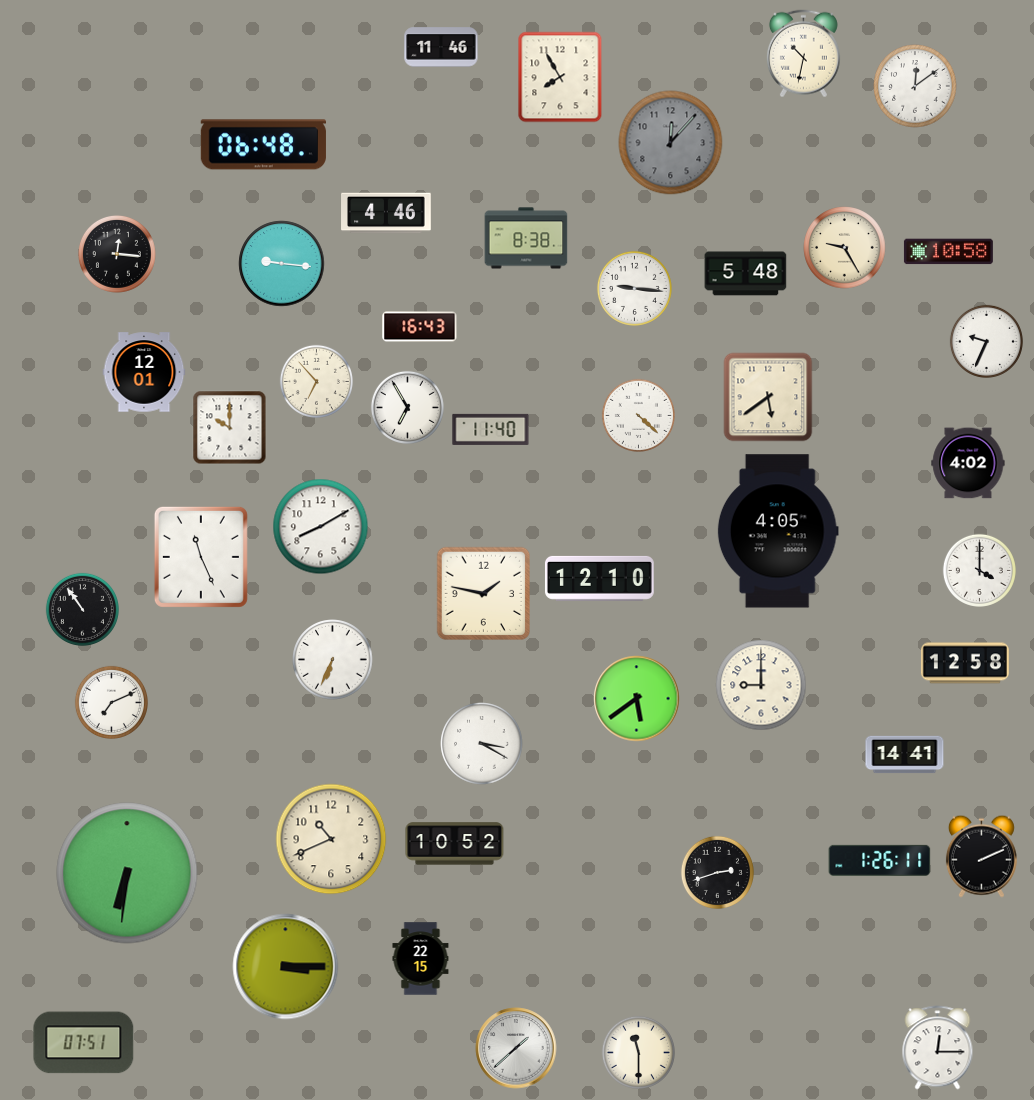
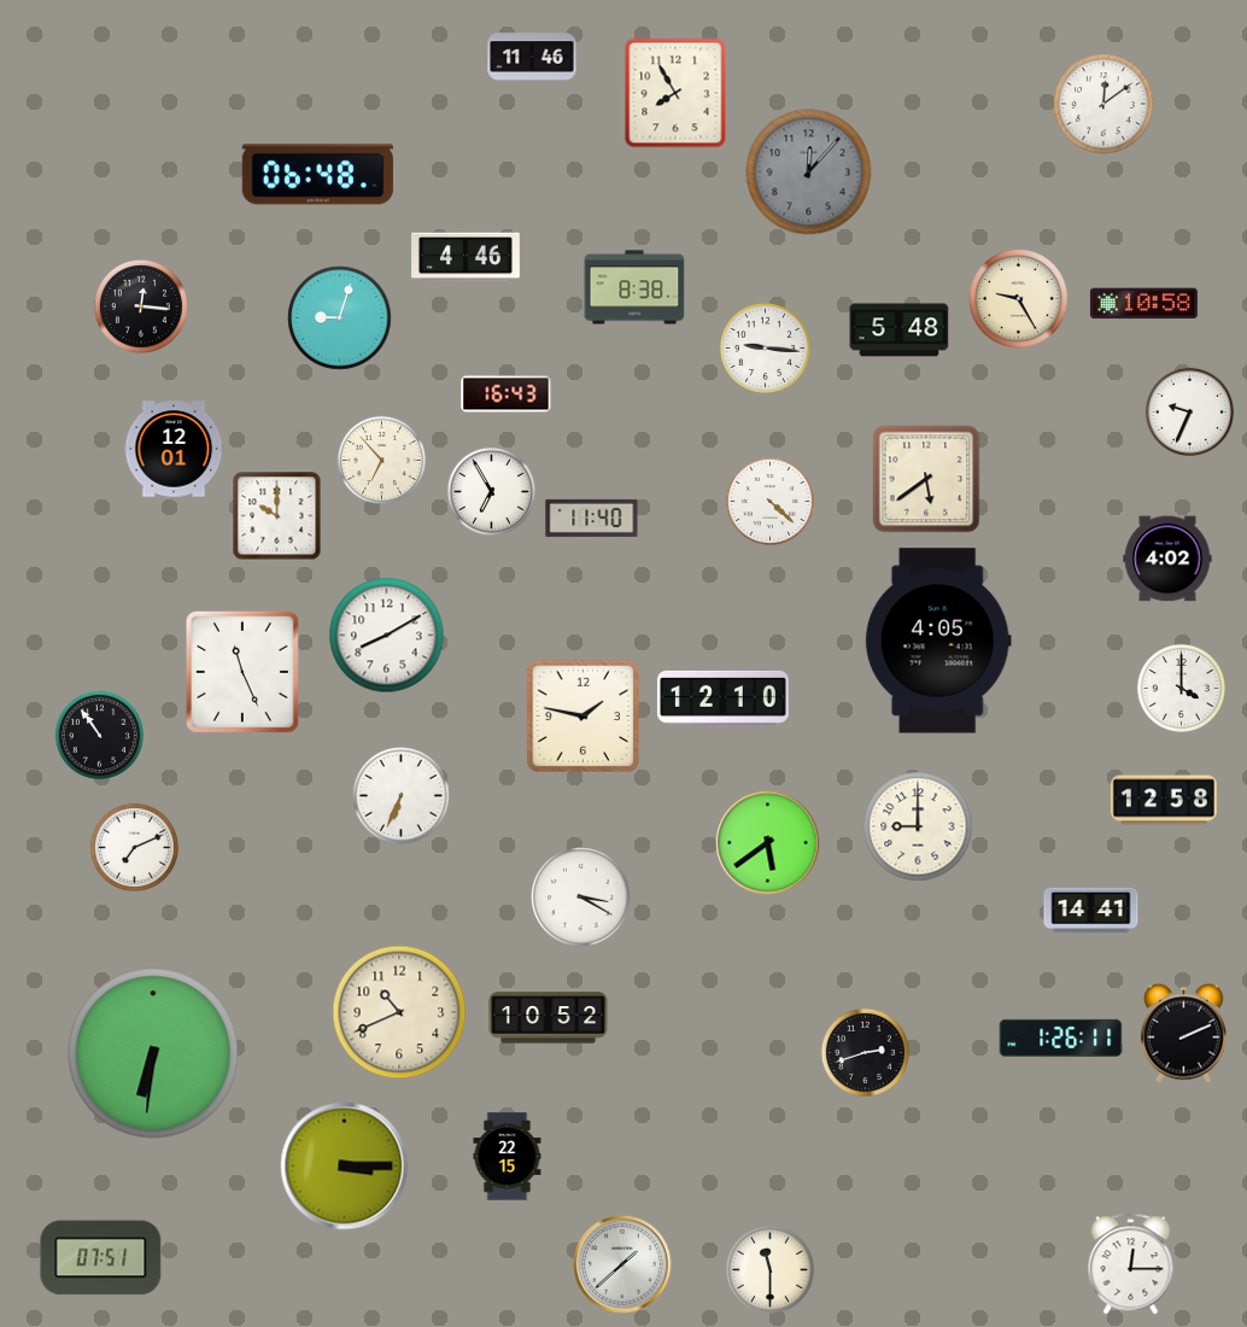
clock at (803, 54): 10:32 -> none
clock at (282, 264): 9:16 -> 9:03
